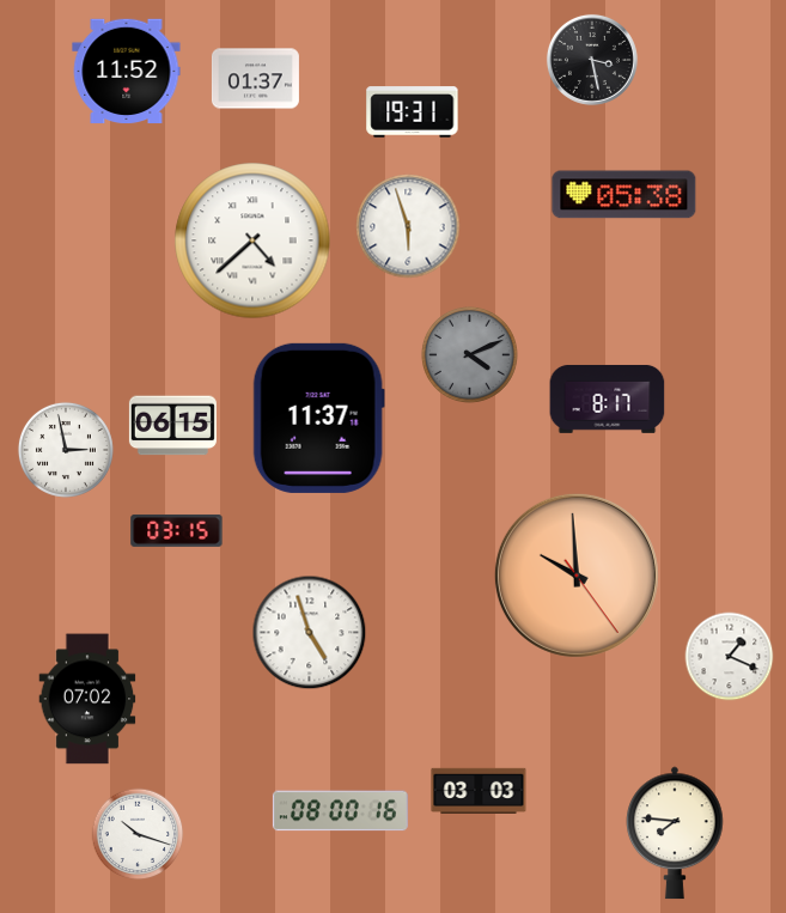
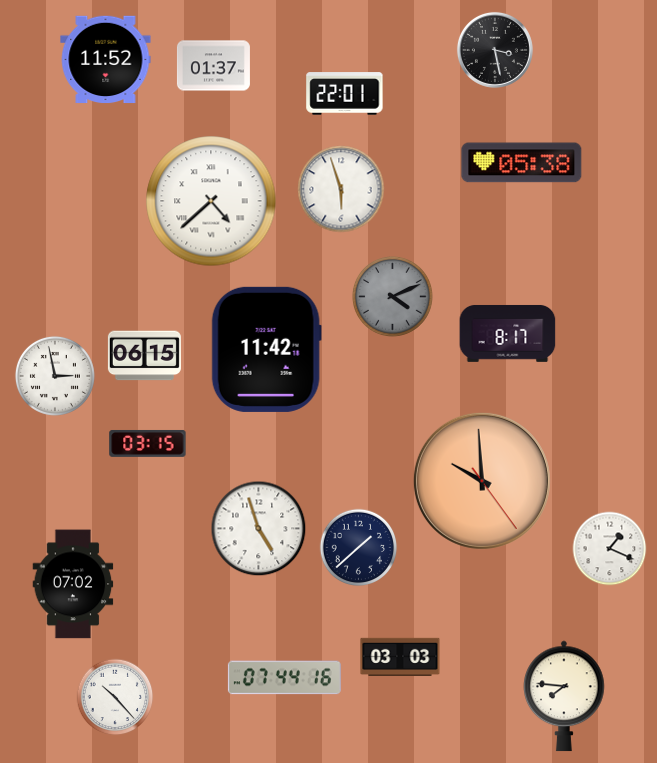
clock at (413, 112): 19:31 -> 22:01
clock at (318, 418): 11:37 -> 11:42
clock at (359, 548): none -> 1:38
clock at (479, 790) position: (479, 790) -> (400, 656)
clock at (340, 811): 08:00 -> 07:44
clock at (138, 834): 10:18 -> 10:23
